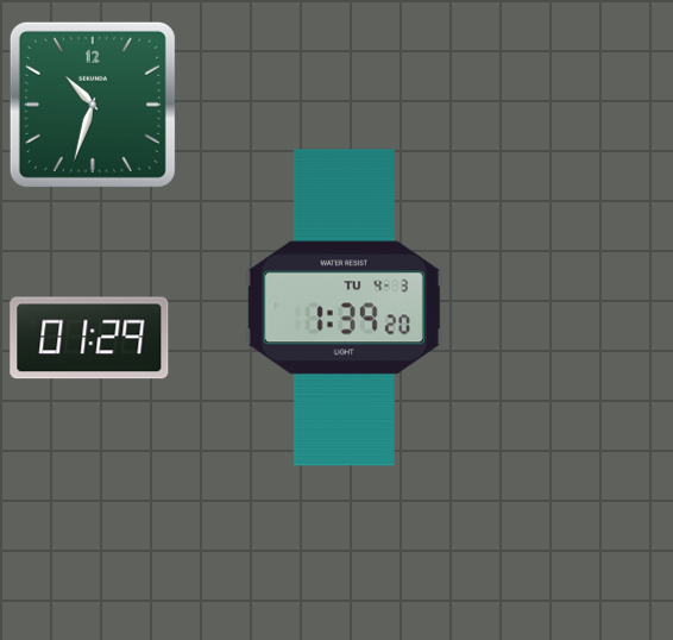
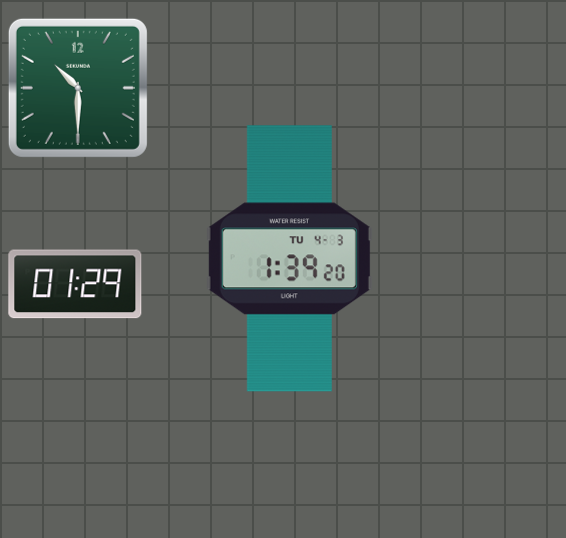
clock at (93, 105): 10:33 -> 10:30
